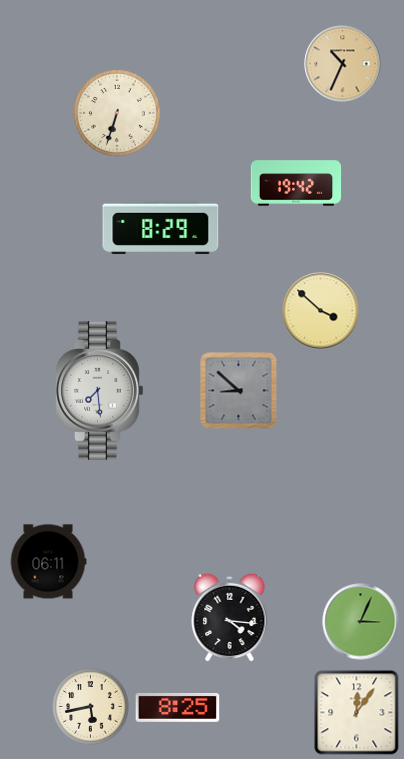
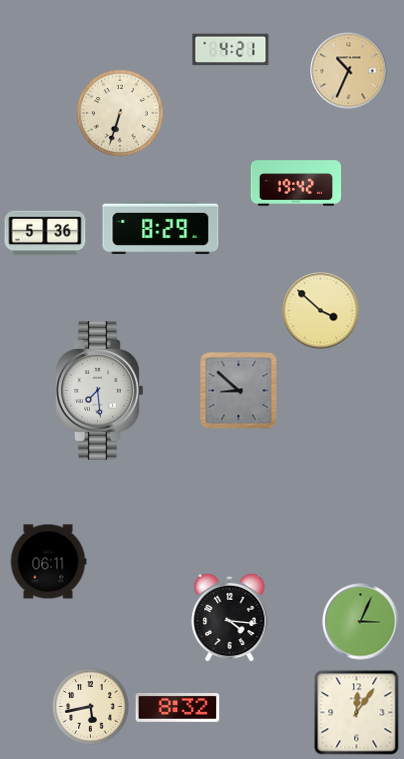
clock at (231, 50): none -> 4:21
clock at (343, 64) position: (343, 64) -> (349, 71)
clock at (118, 114) position: (118, 114) -> (121, 114)
clock at (45, 233): none -> 5:36
clock at (178, 708): 8:25 -> 8:32
